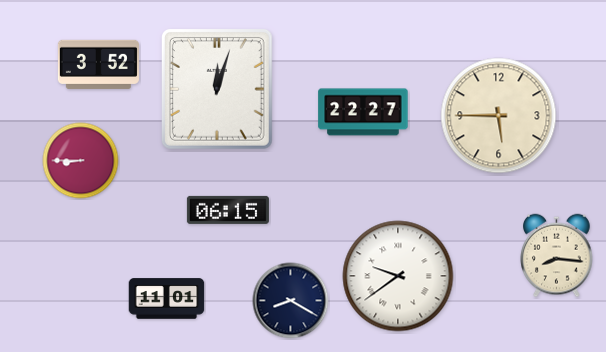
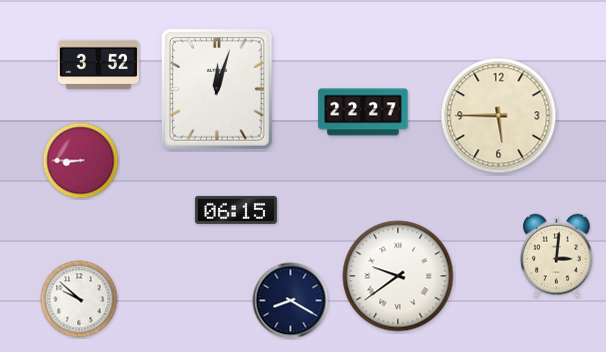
clock at (228, 210) position: (228, 210) -> (236, 210)
clock at (557, 256): 8:16 -> 3:01
clock at (79, 299): none -> 9:52
clock at (167, 299): 11:01 -> none
